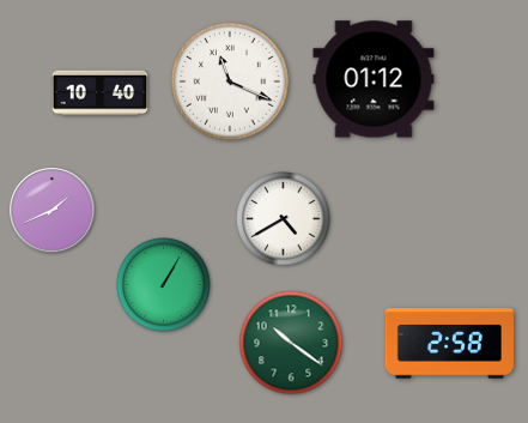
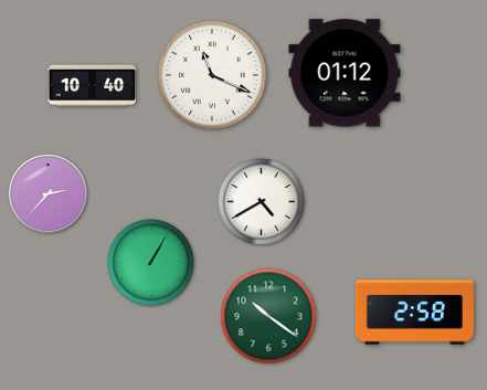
clock at (53, 211): 1:41 -> 2:37
clock at (449, 344) position: (449, 344) -> (414, 313)
